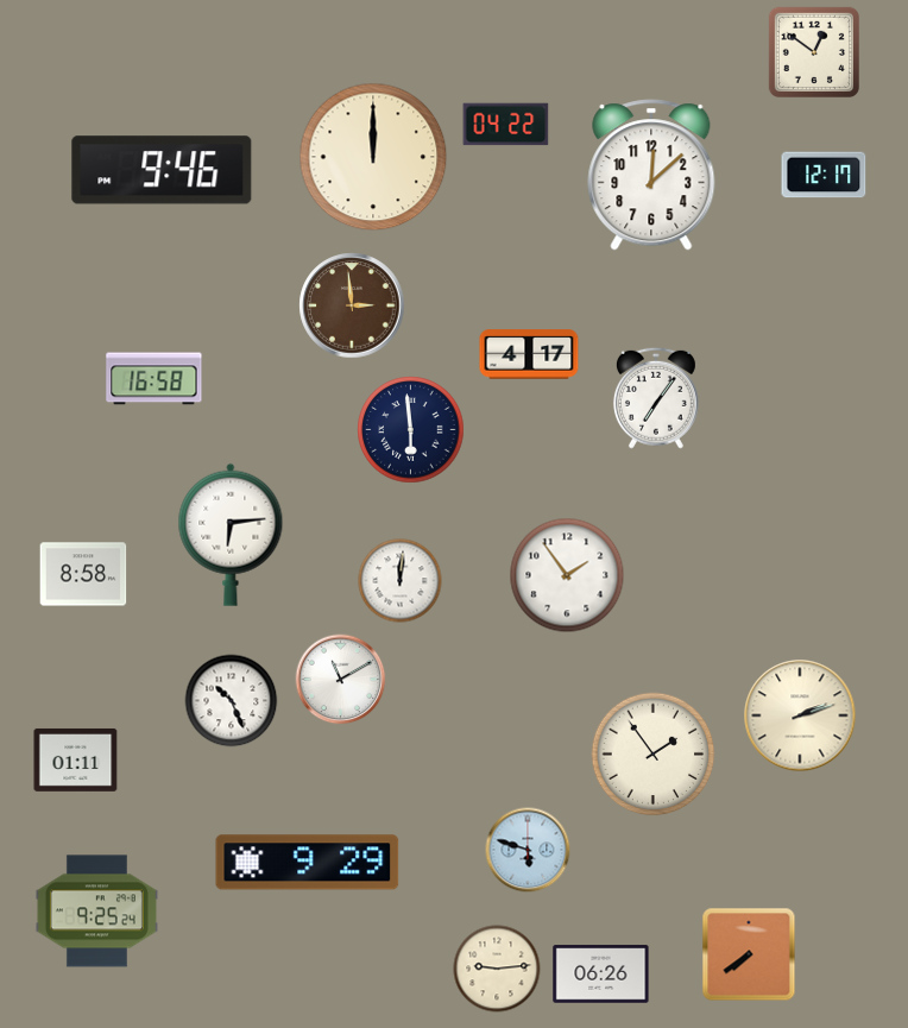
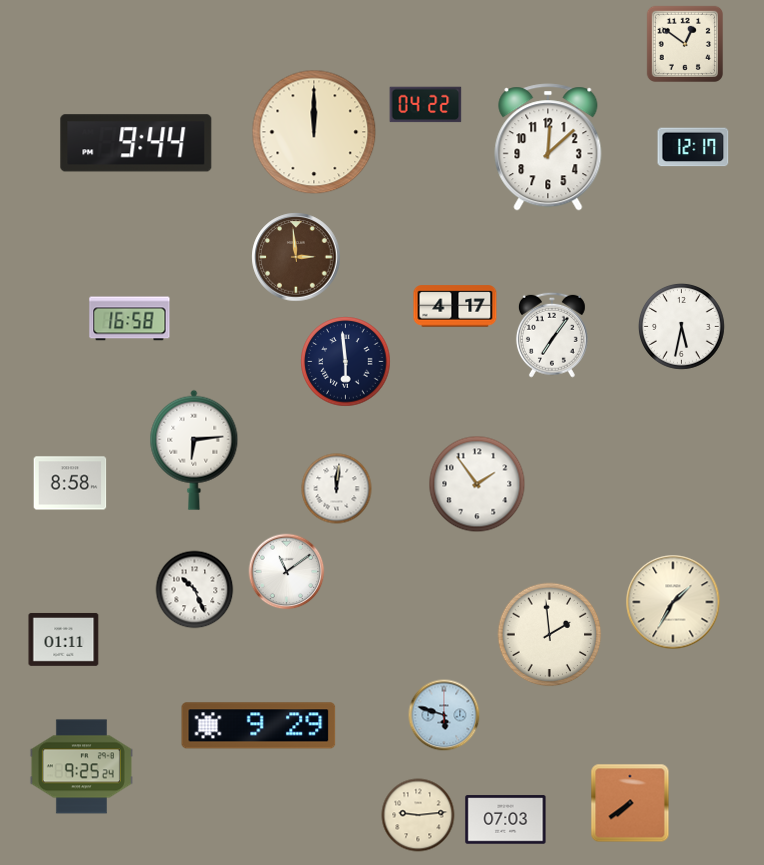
clock at (162, 170): 9:46 -> 9:44
clock at (529, 354) position: (529, 354) -> (455, 306)
clock at (681, 326): none -> 5:32
clock at (341, 680): 11:10 -> 11:09
clock at (800, 715): 2:12 -> 1:35
clock at (654, 755): 1:54 -> 1:59
clock at (601, 975): 06:26 -> 07:03
